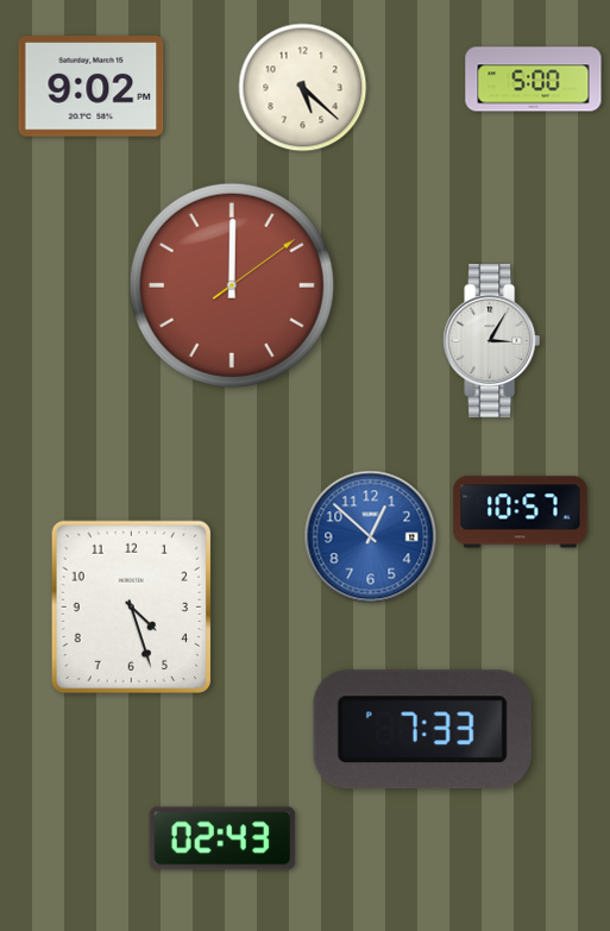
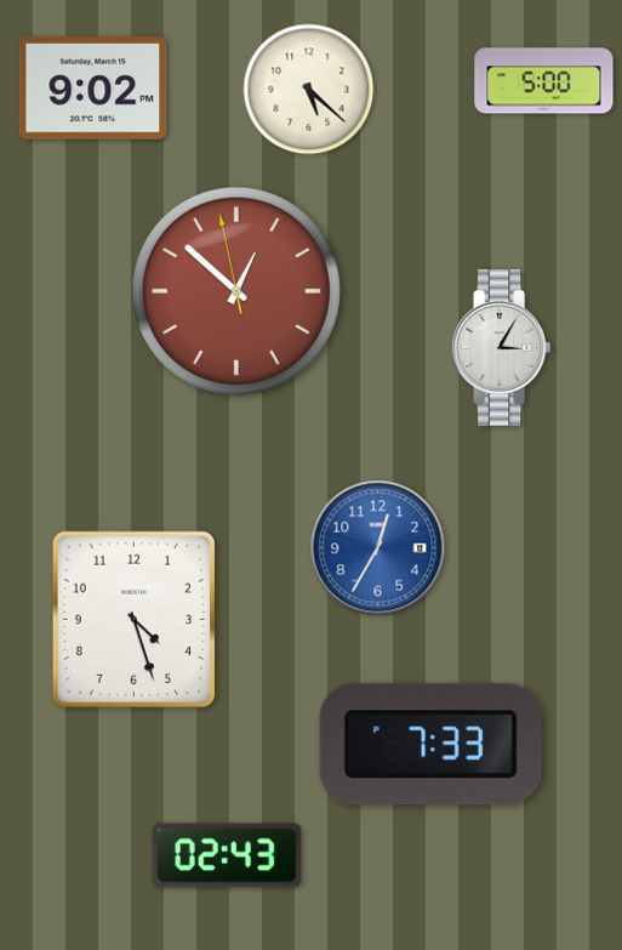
clock at (232, 285): 12:00 -> 12:51
clock at (521, 512): 10:57 -> none
clock at (371, 537): 12:52 -> 12:35
